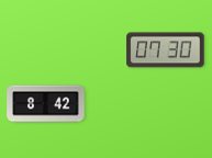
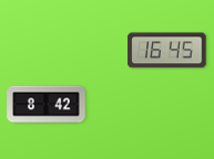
clock at (166, 50): 07:30 -> 16:45
